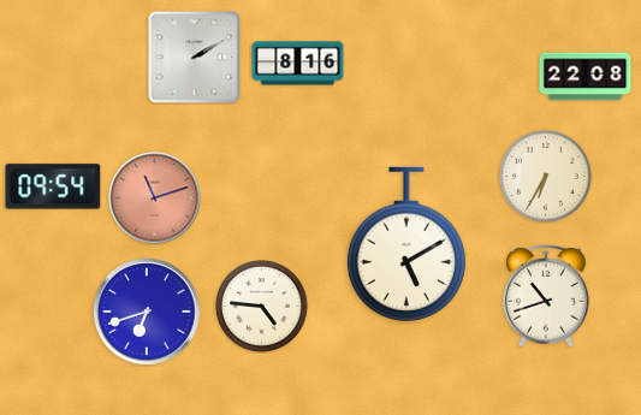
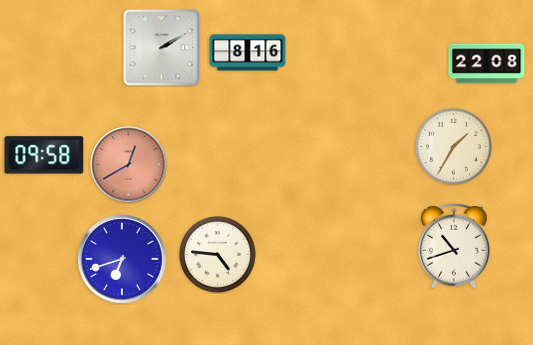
clock at (546, 177): 6:35 -> 1:35
clock at (53, 186): 09:54 -> 09:58
clock at (155, 198): 11:12 -> 12:40
clock at (406, 244): 5:10 -> none
